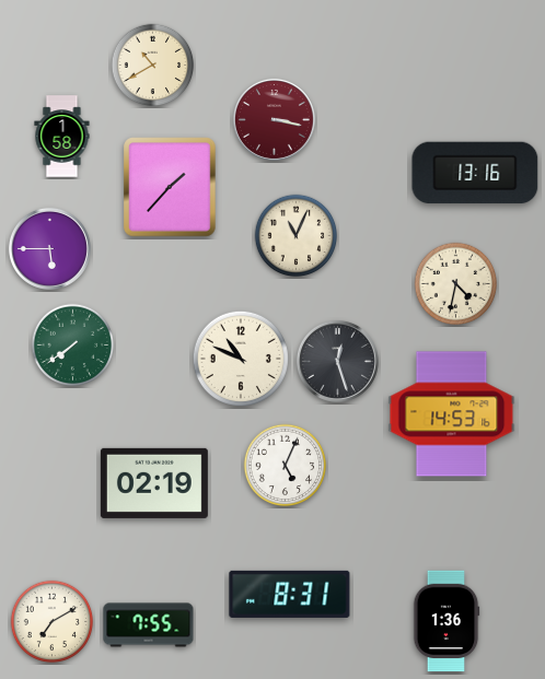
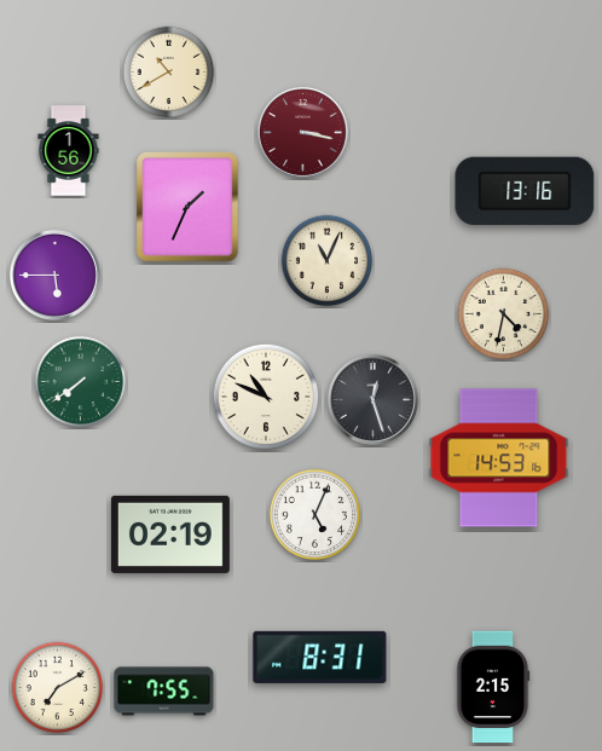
clock at (62, 137): 1:58 -> 1:56
clock at (170, 187): 1:37 -> 1:34
clock at (447, 621): 1:36 -> 2:15
